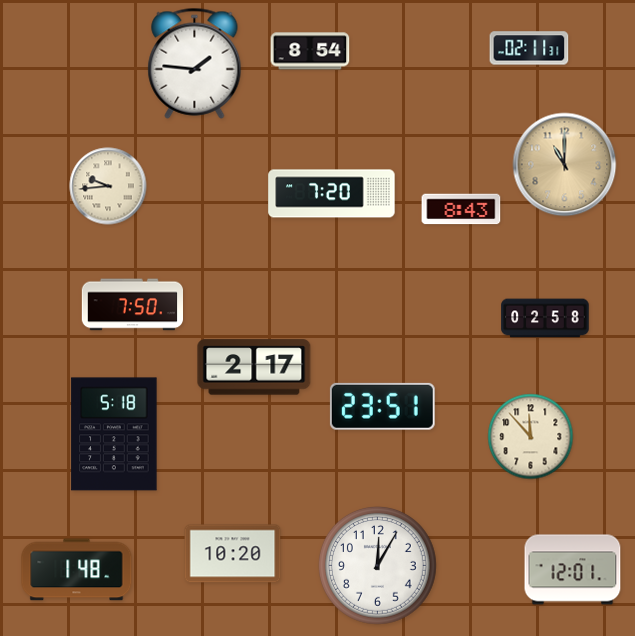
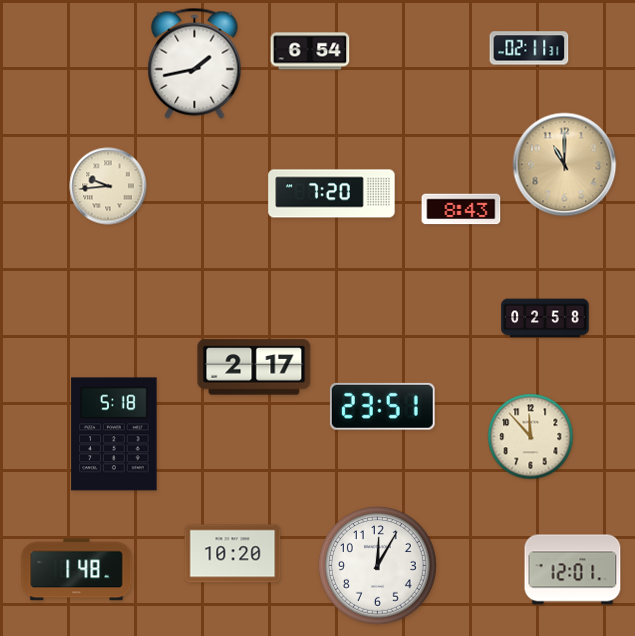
clock at (310, 51): 8:54 -> 6:54
clock at (195, 63): 1:46 -> 1:43
clock at (132, 305): 7:50 -> none
